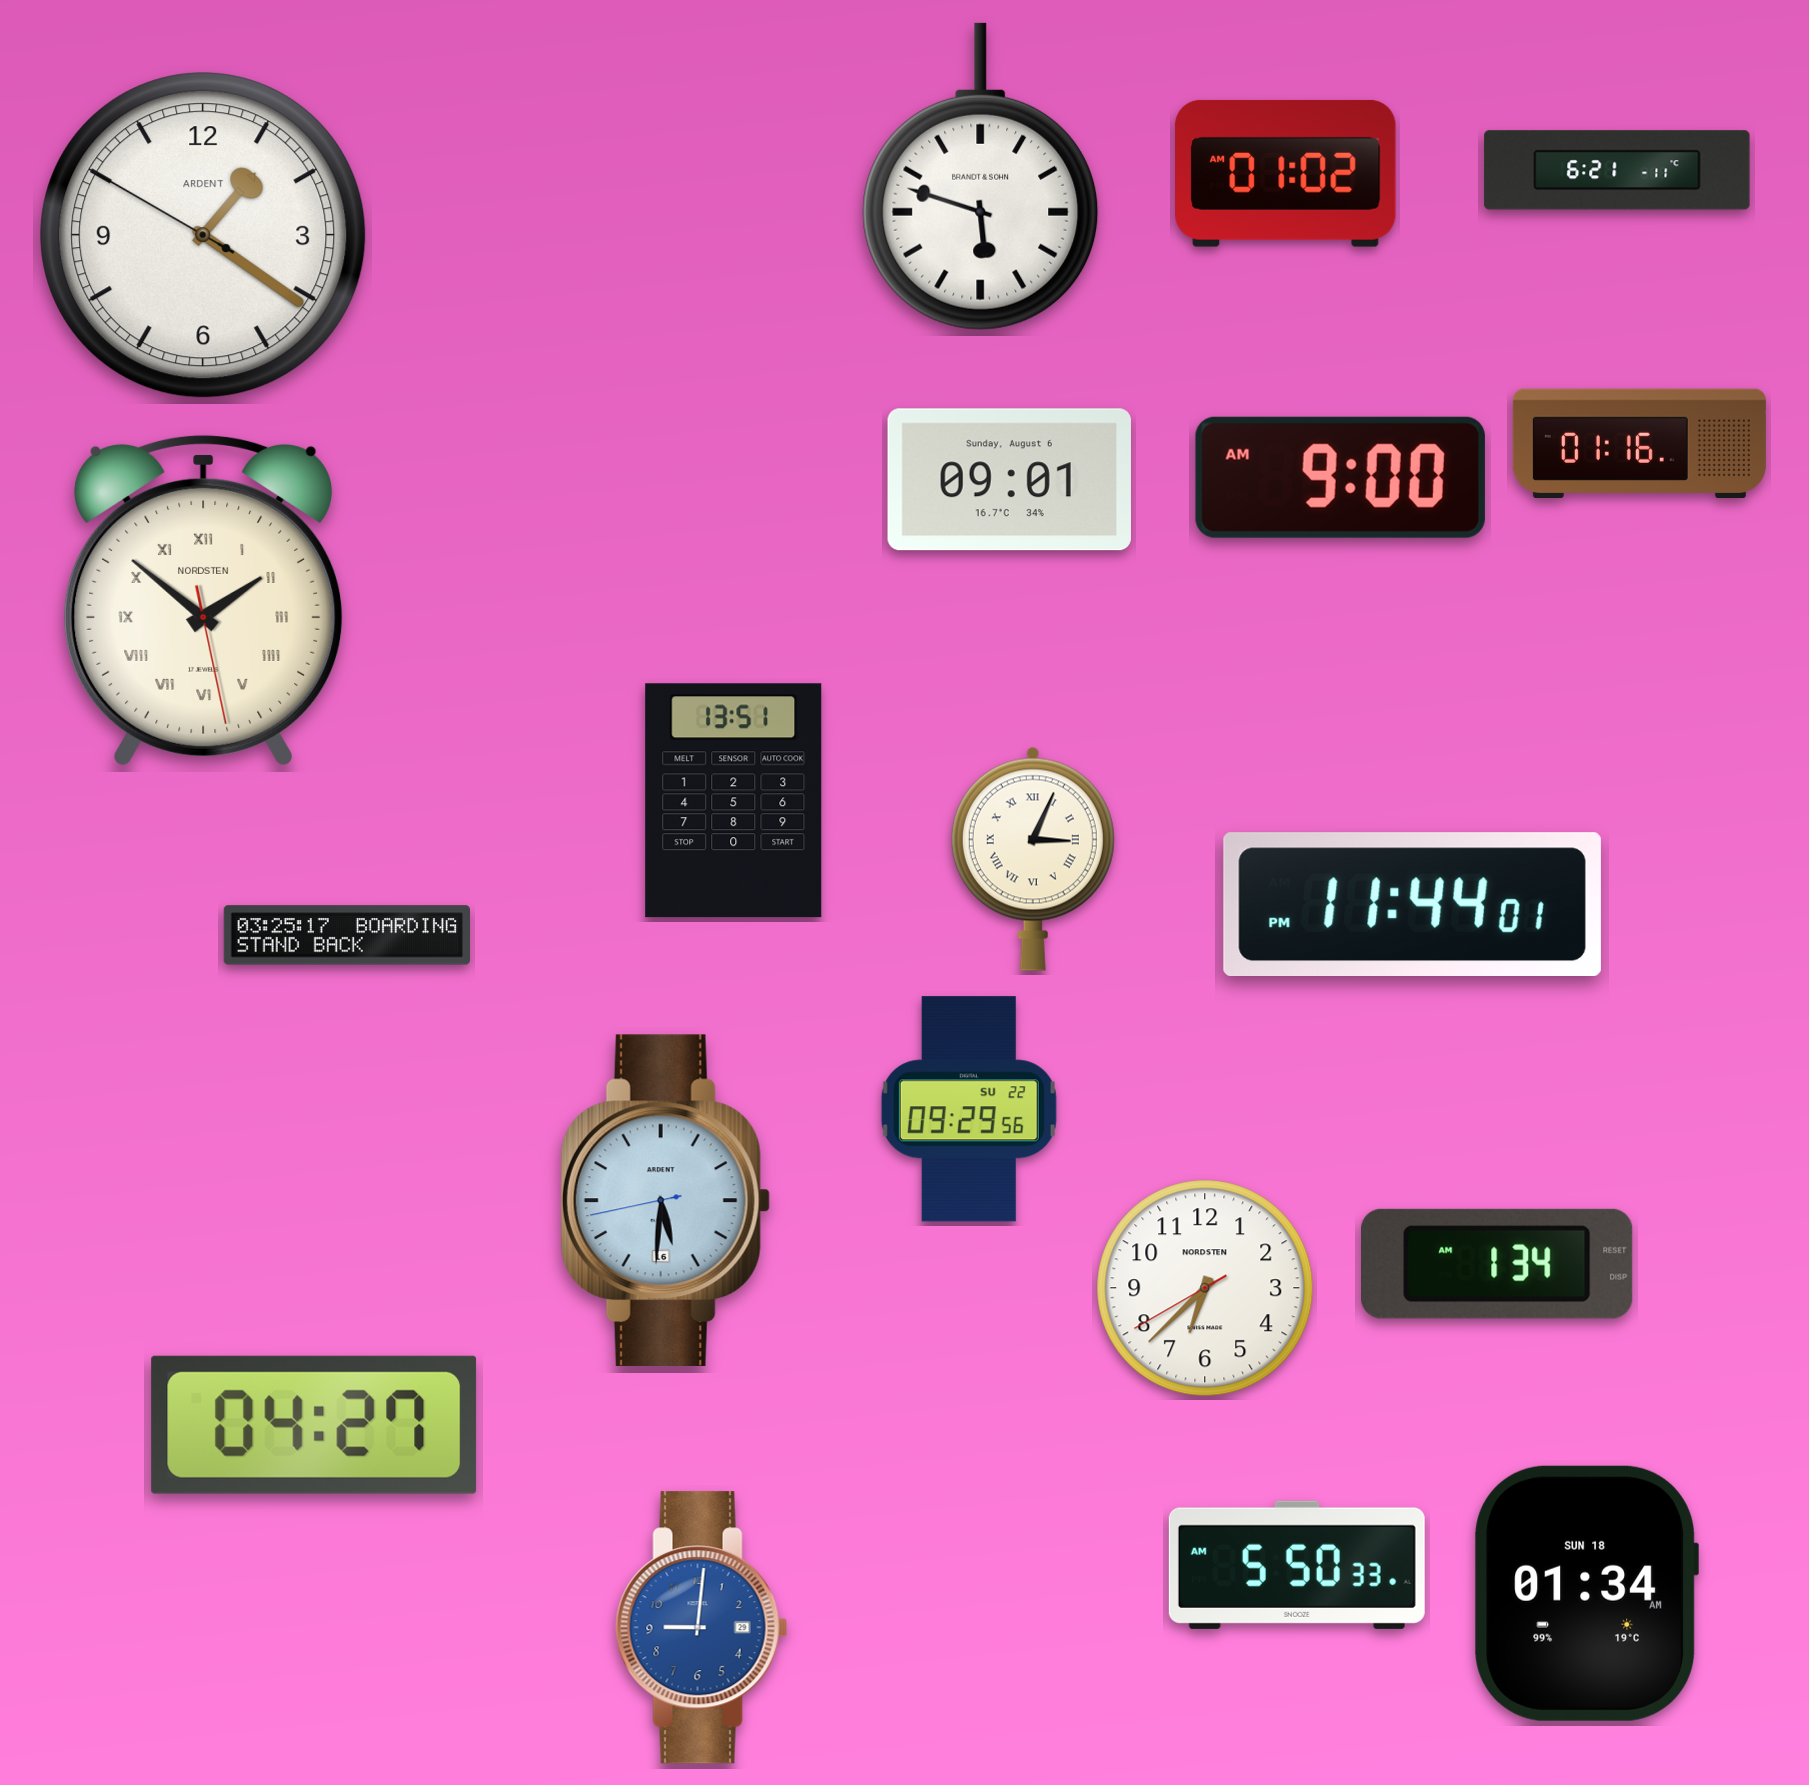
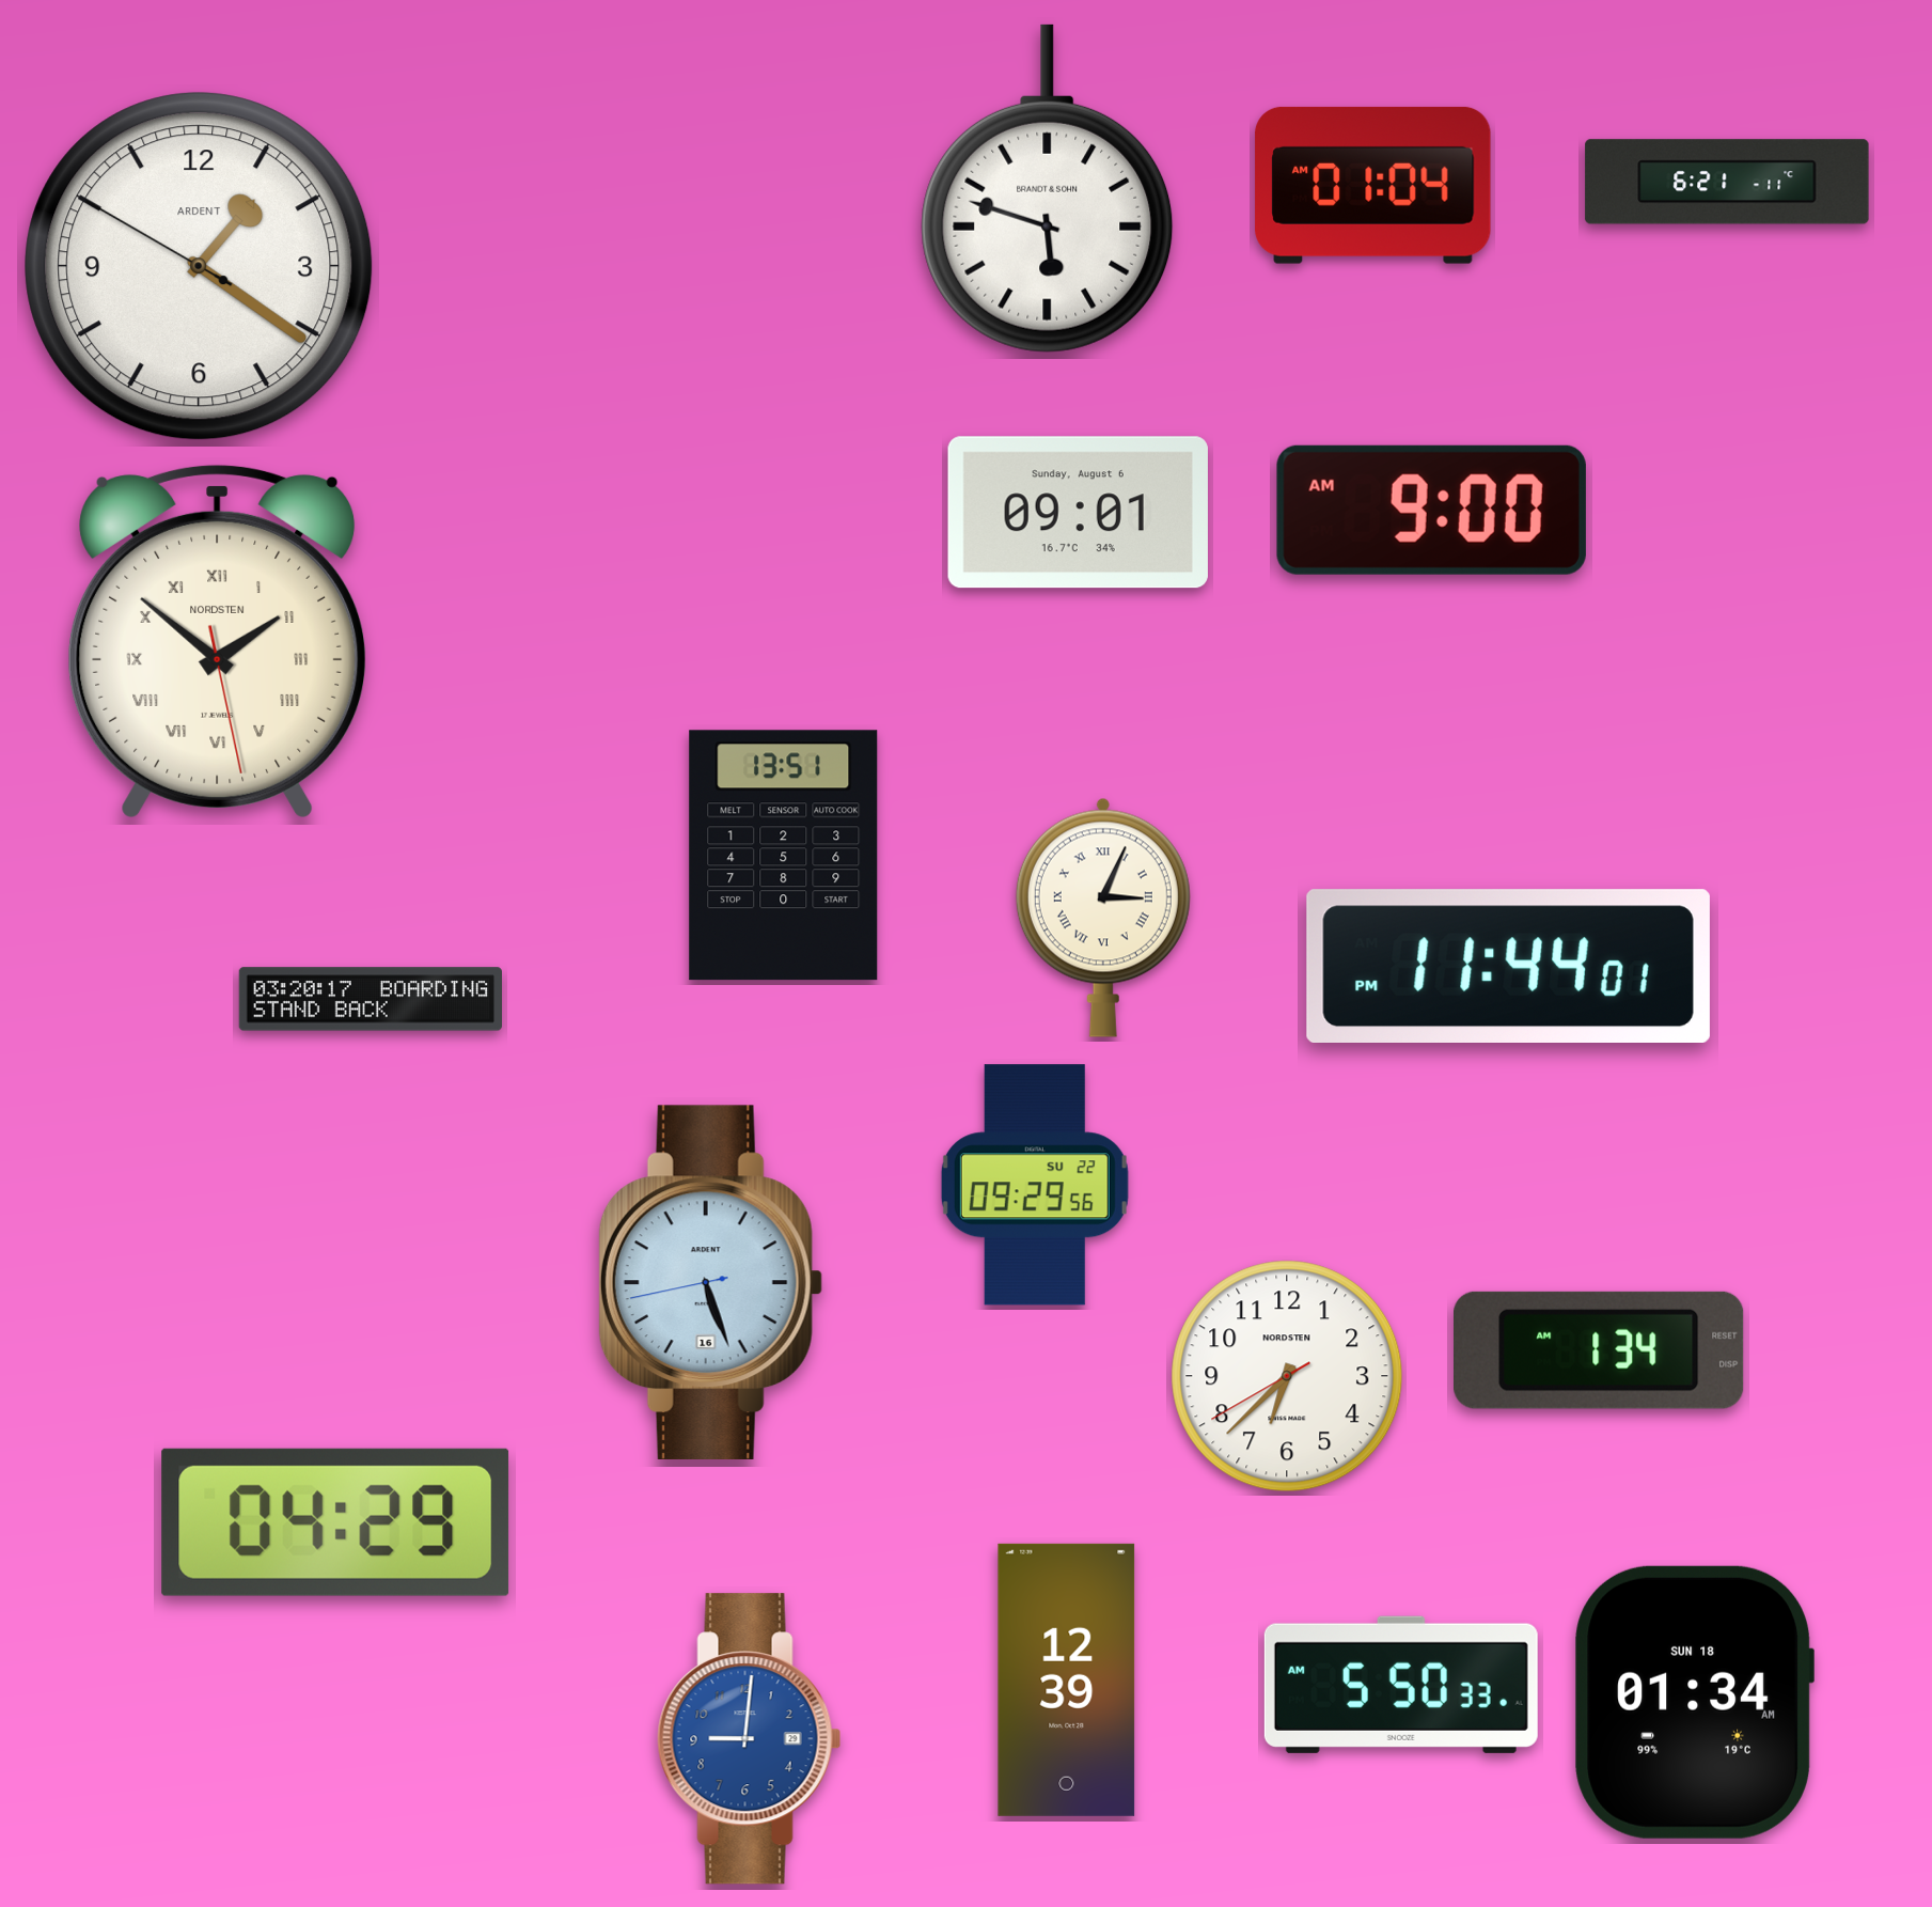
clock at (1286, 173): 01:02 -> 01:04
clock at (203, 235) position: (203, 235) -> (199, 266)
clock at (1639, 443): 01:16 -> none
clock at (346, 935): 03:25 -> 03:20
clock at (665, 1200): 5:30 -> 5:26
clock at (314, 1425): 04:27 -> 04:29
clock at (1297, 1565) position: (1297, 1565) -> (1401, 1685)
clock at (1067, 1679): none -> 12:39
